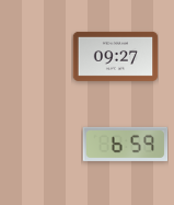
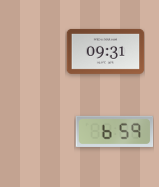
clock at (115, 56): 09:27 -> 09:31
